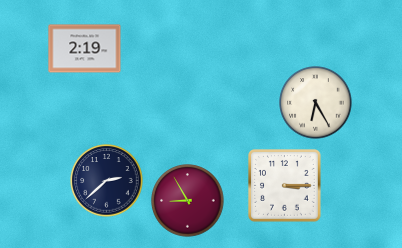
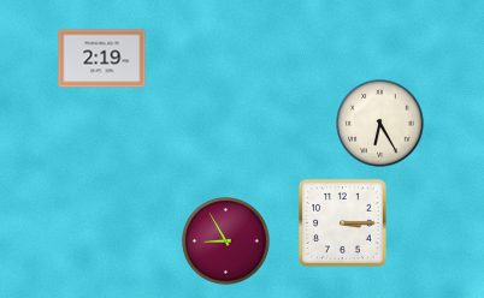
clock at (107, 181): 2:38 -> none
